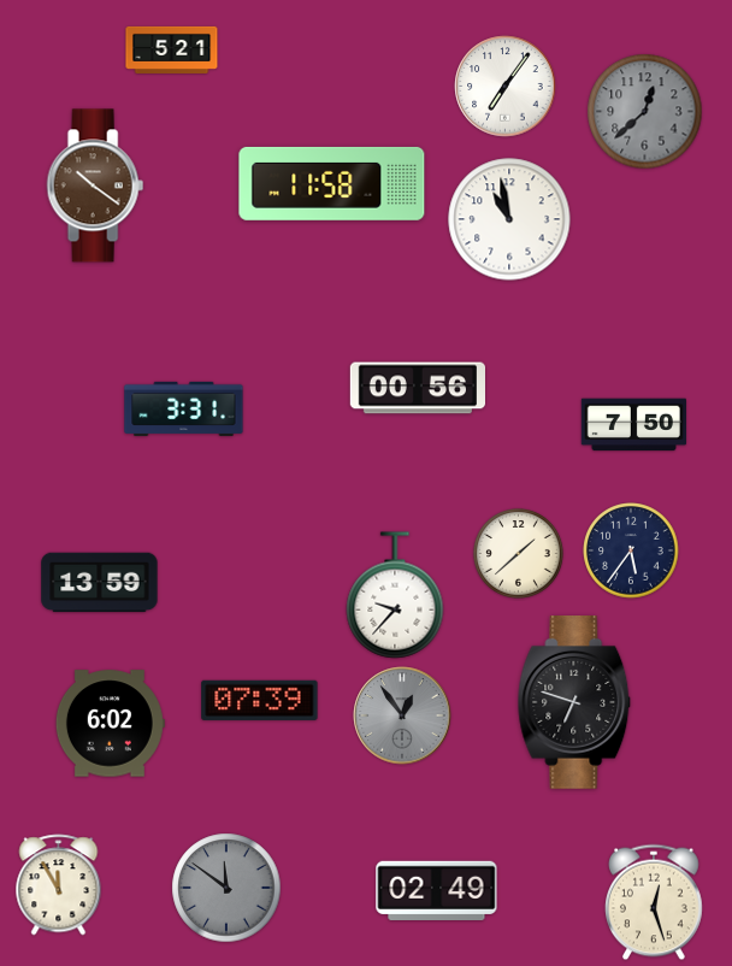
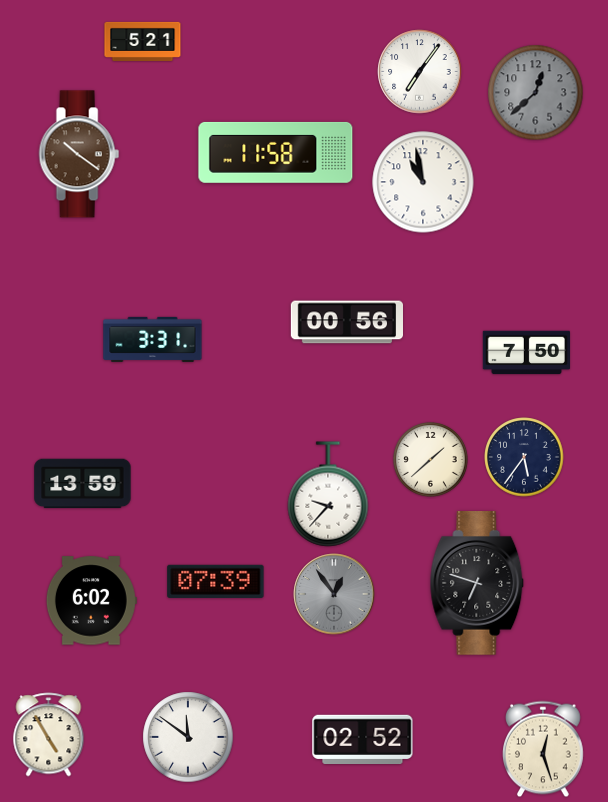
clock at (59, 885): 11:55 -> 4:55
clock at (226, 888) dial: grey -> white
clock at (437, 890): 02:49 -> 02:52
